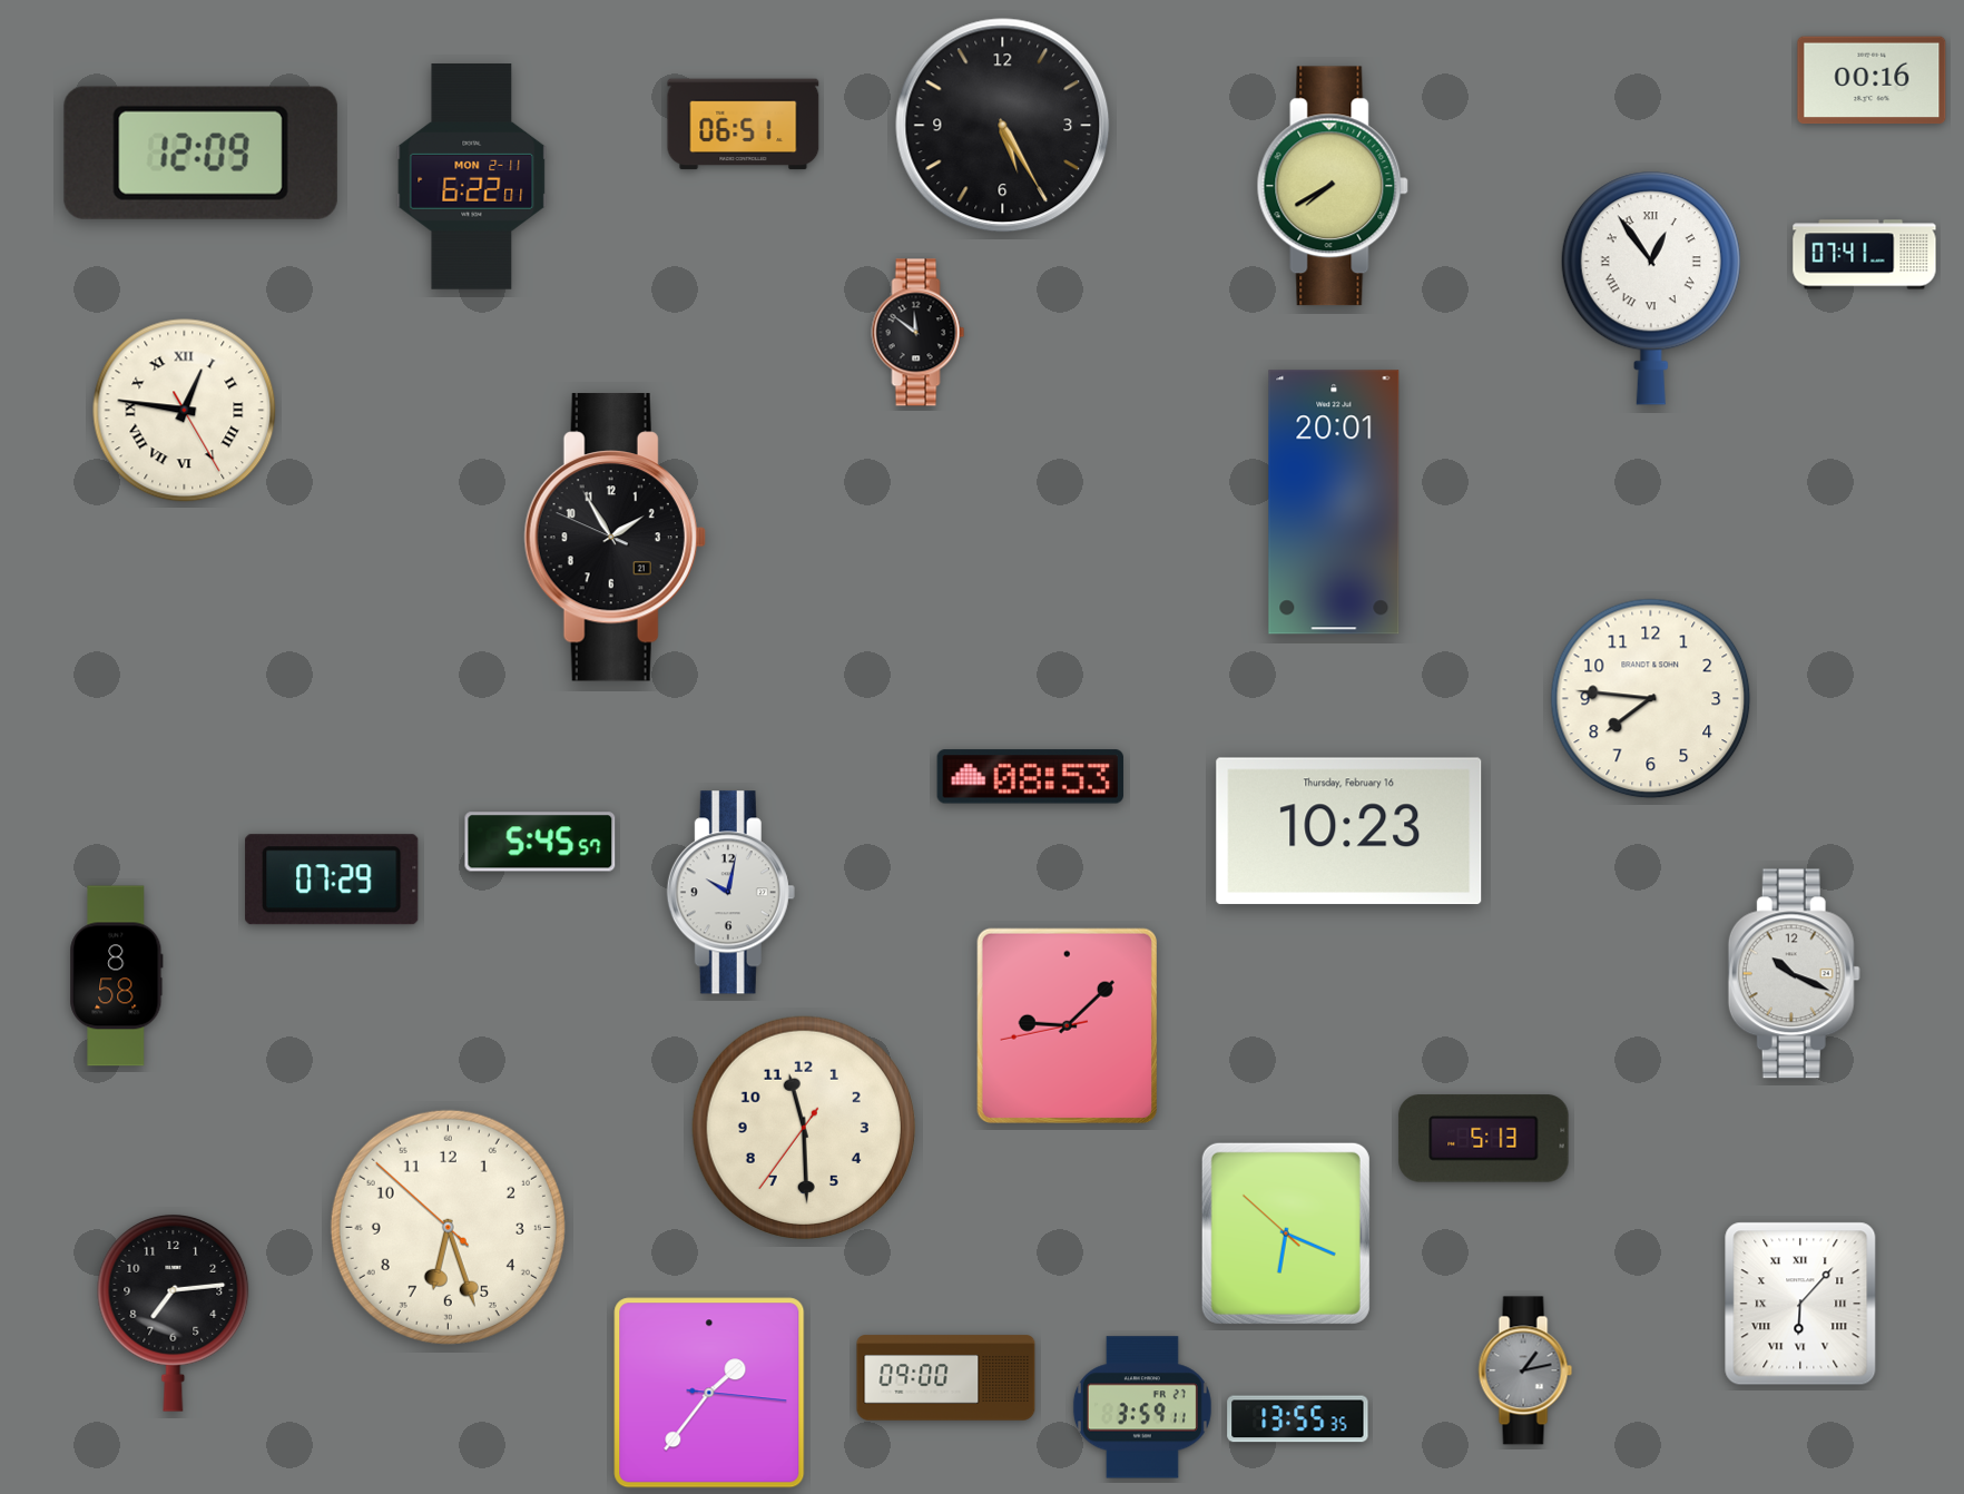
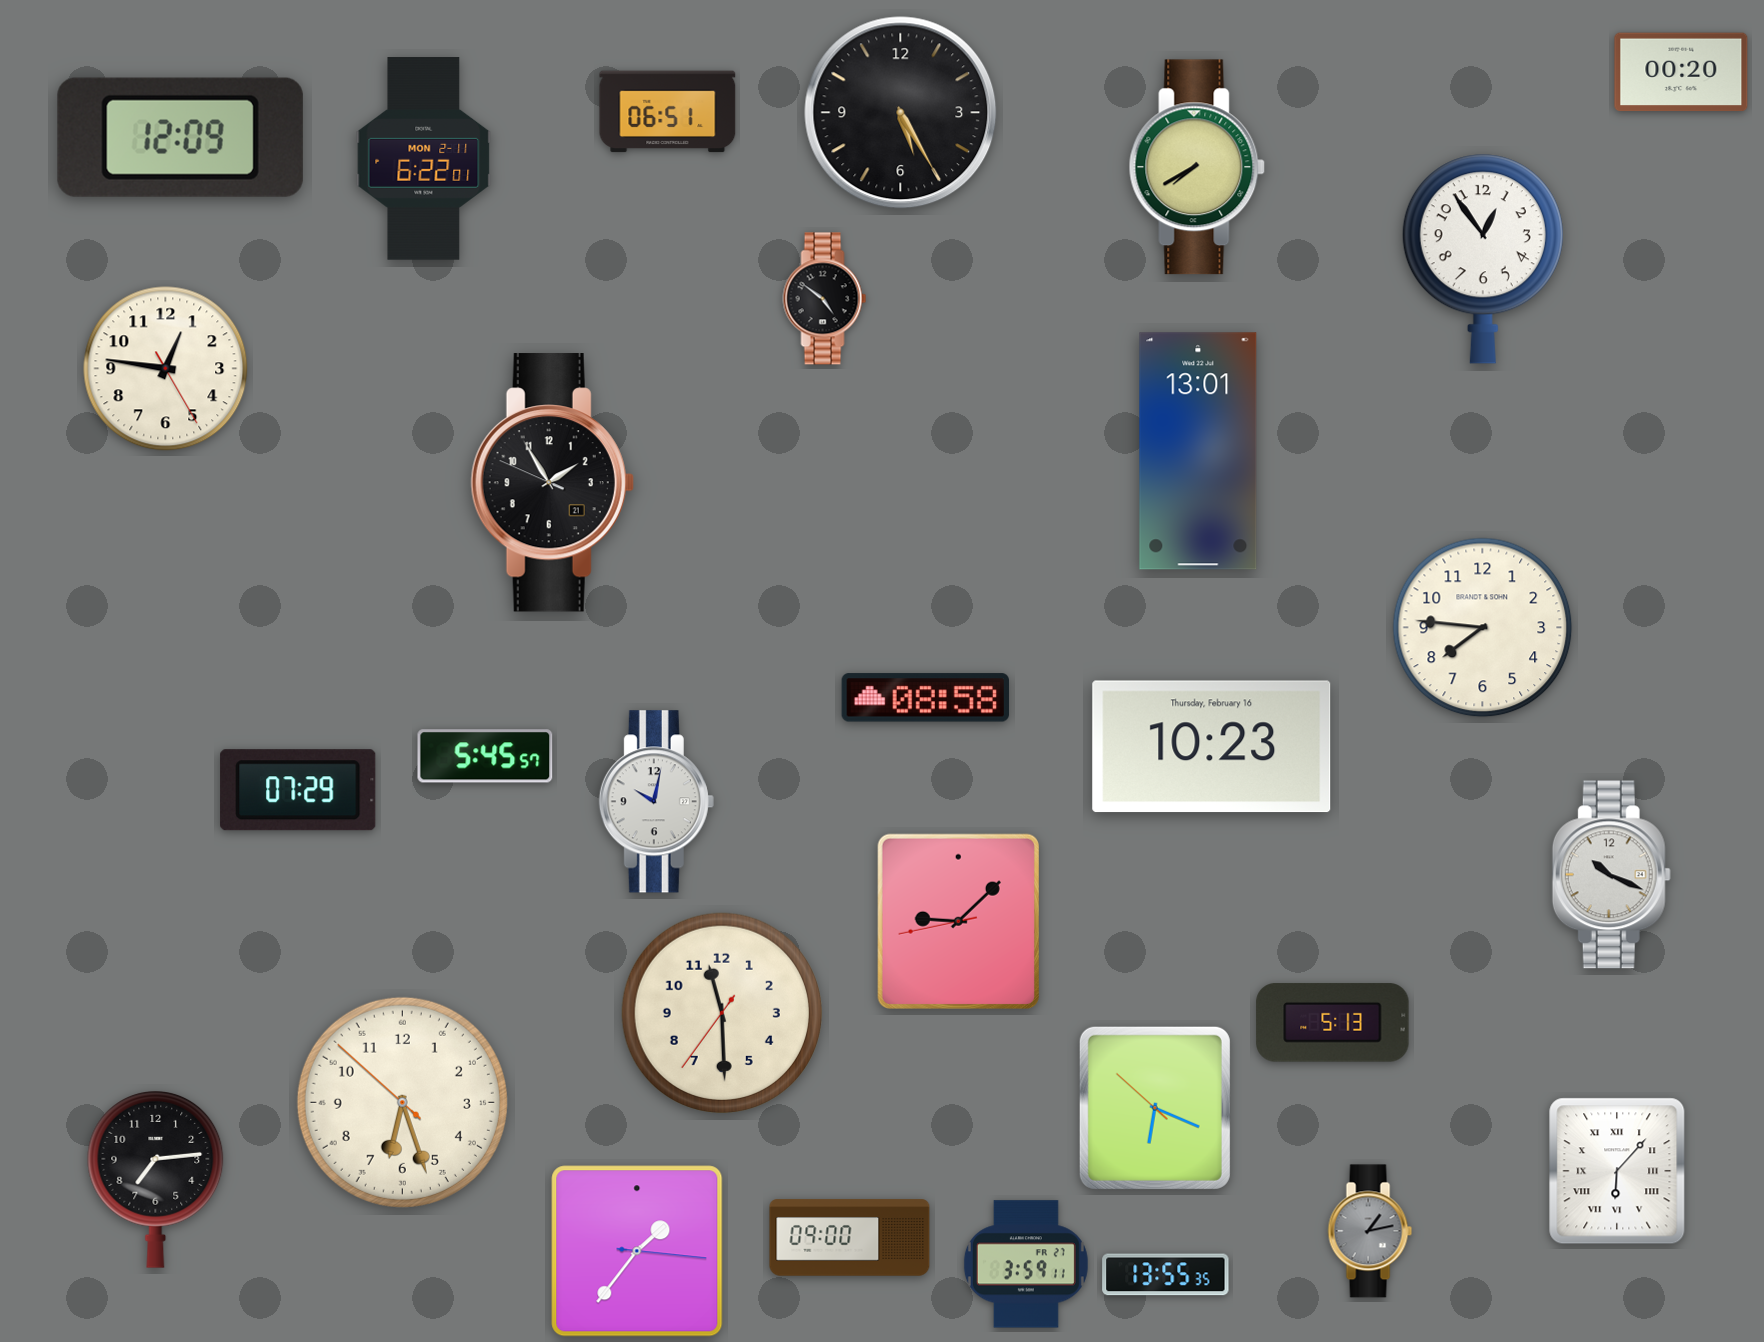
clock at (1872, 80): 00:16 -> 00:20
clock at (1865, 255): 07:41 -> none
clock at (1651, 288) numerals: Roman -> Arabic
clock at (919, 333): 11:51 -> 4:51
clock at (185, 411) numerals: Roman -> Arabic
clock at (1334, 502): 20:01 -> 13:01
clock at (1030, 777): 08:53 -> 08:58
clock at (117, 976): 8:58 -> none
